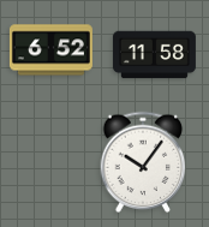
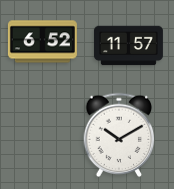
clock at (154, 55): 11:58 -> 11:57
clock at (143, 162): 10:06 -> 10:10
